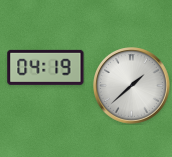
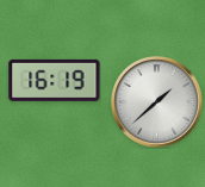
clock at (46, 67): 04:19 -> 16:19
